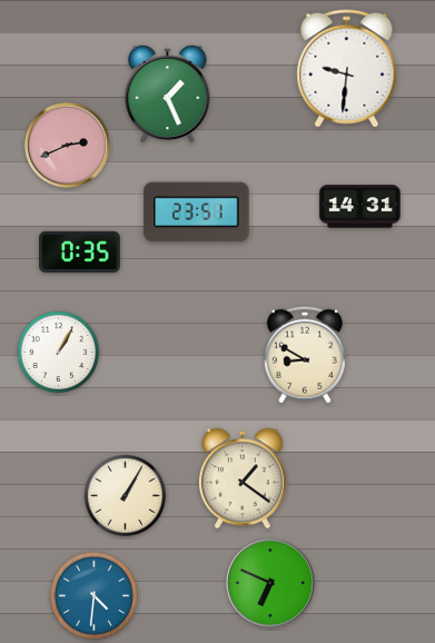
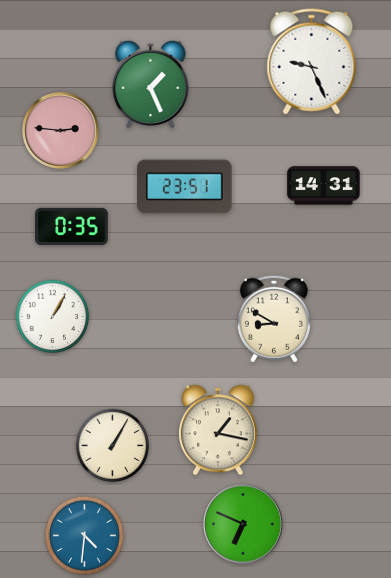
clock at (347, 69): 9:31 -> 9:26
clock at (68, 146): 2:41 -> 2:46
clock at (197, 212) position: (197, 212) -> (185, 187)
clock at (243, 478): 1:21 -> 1:17
